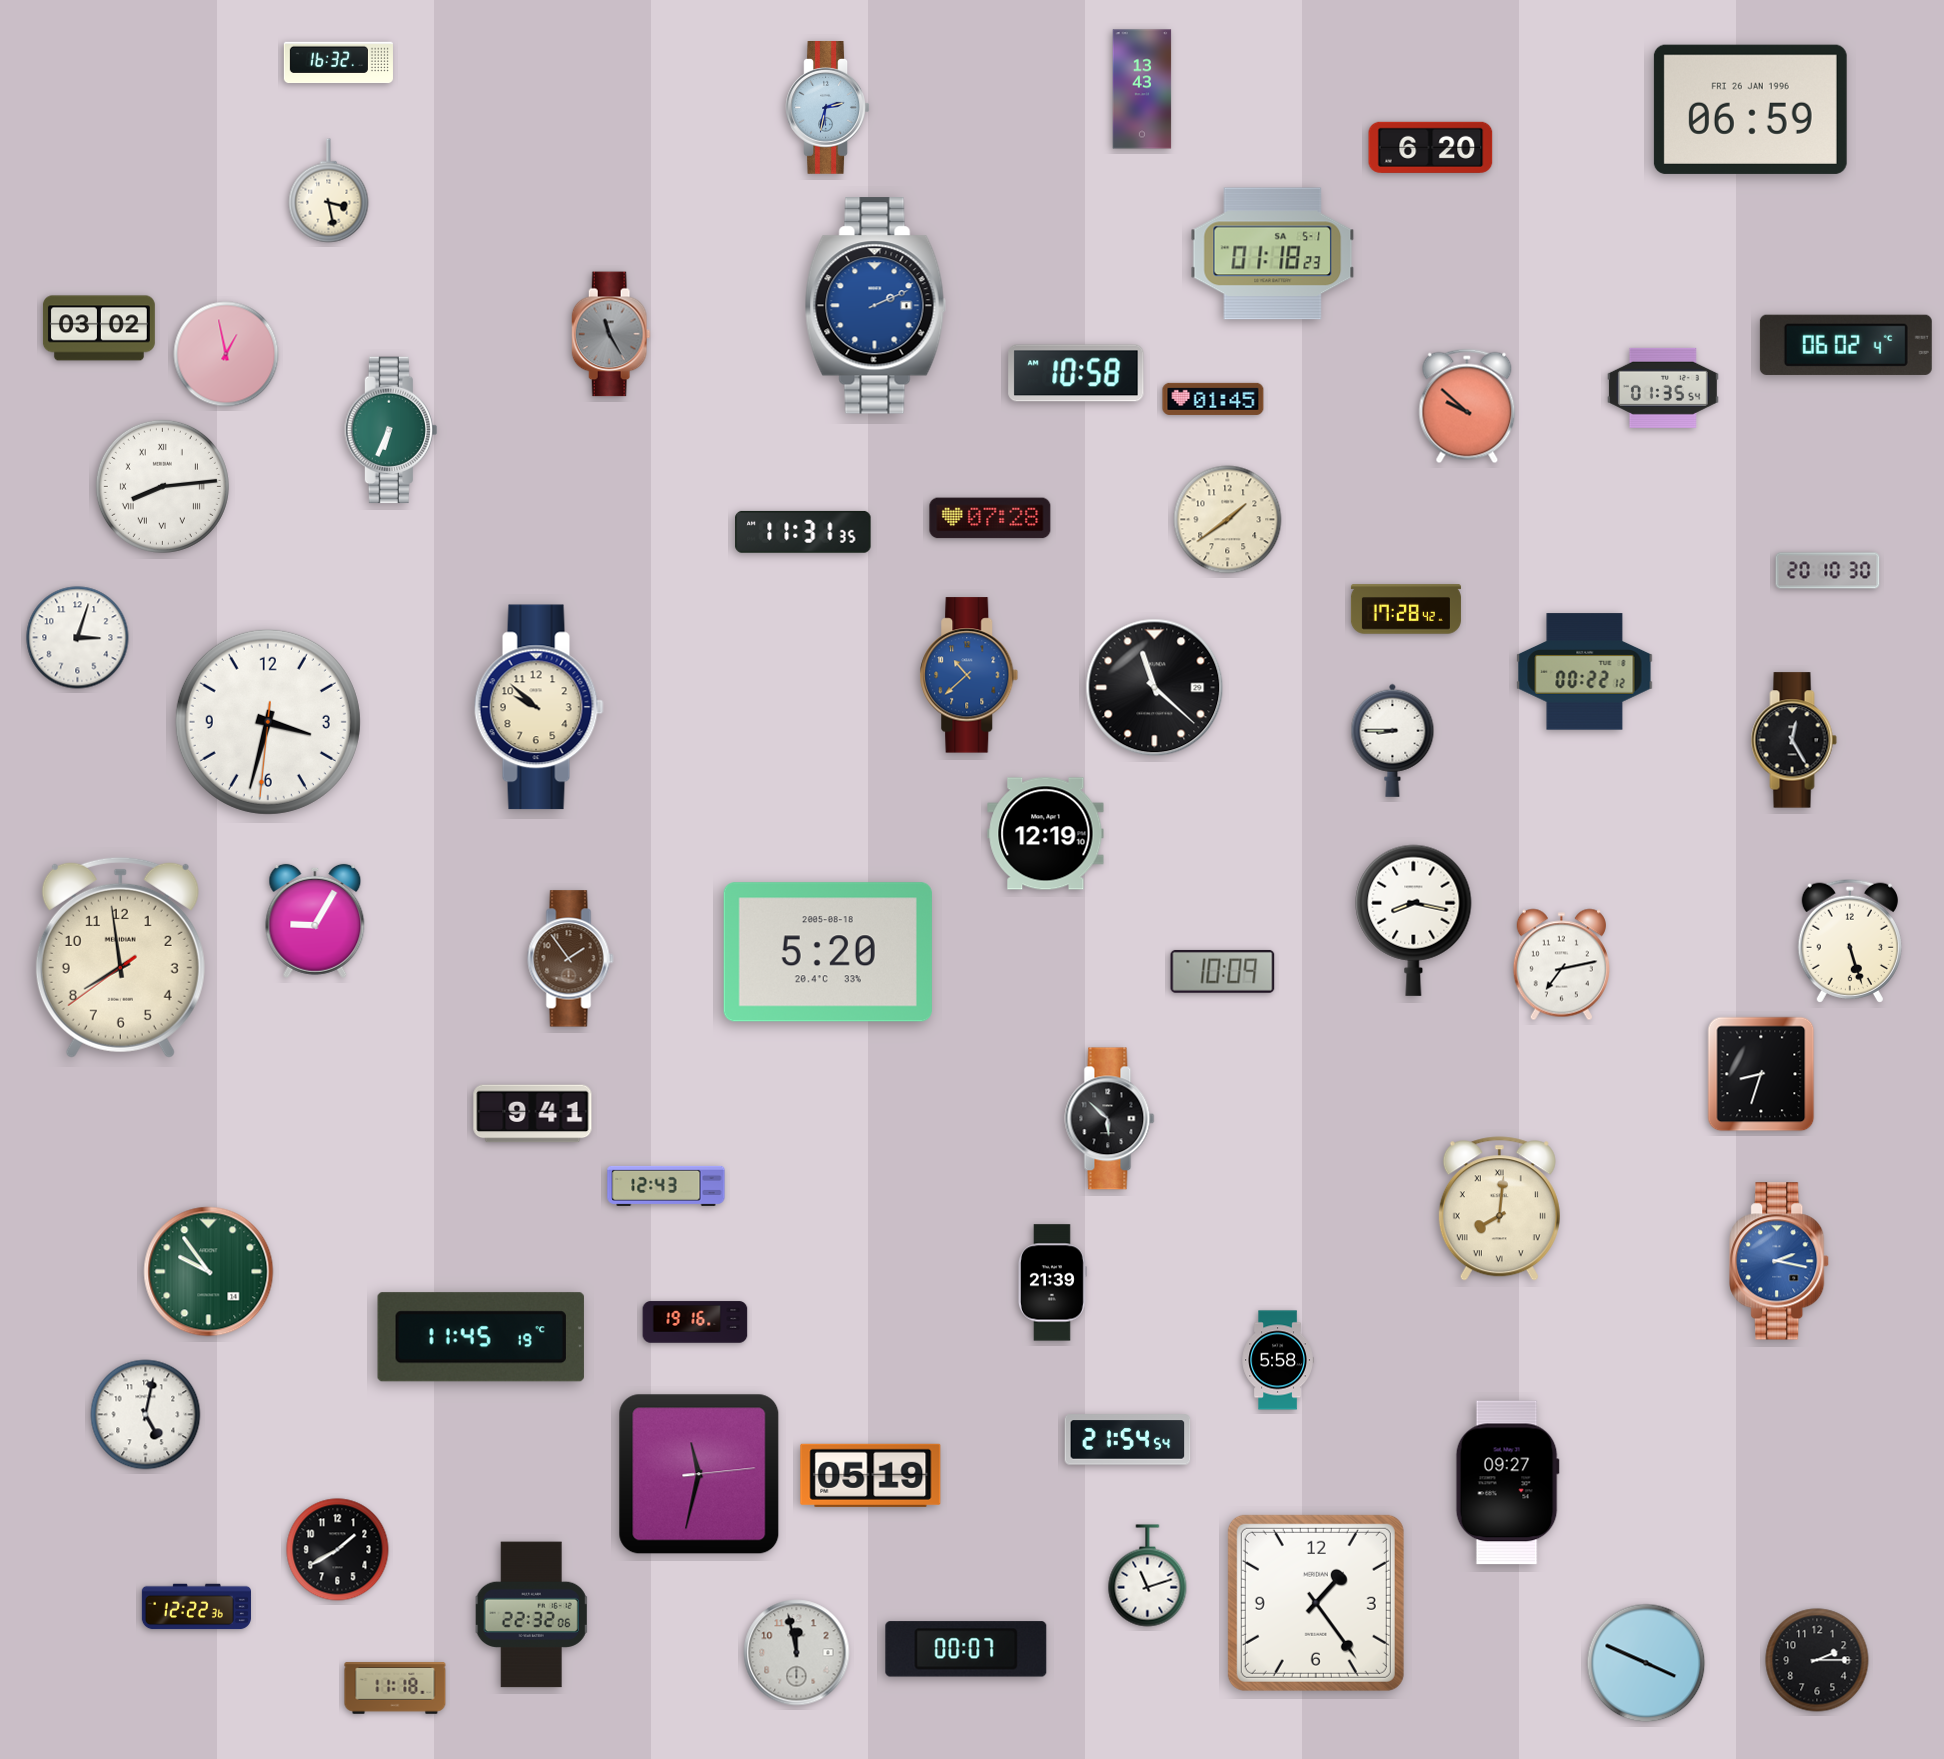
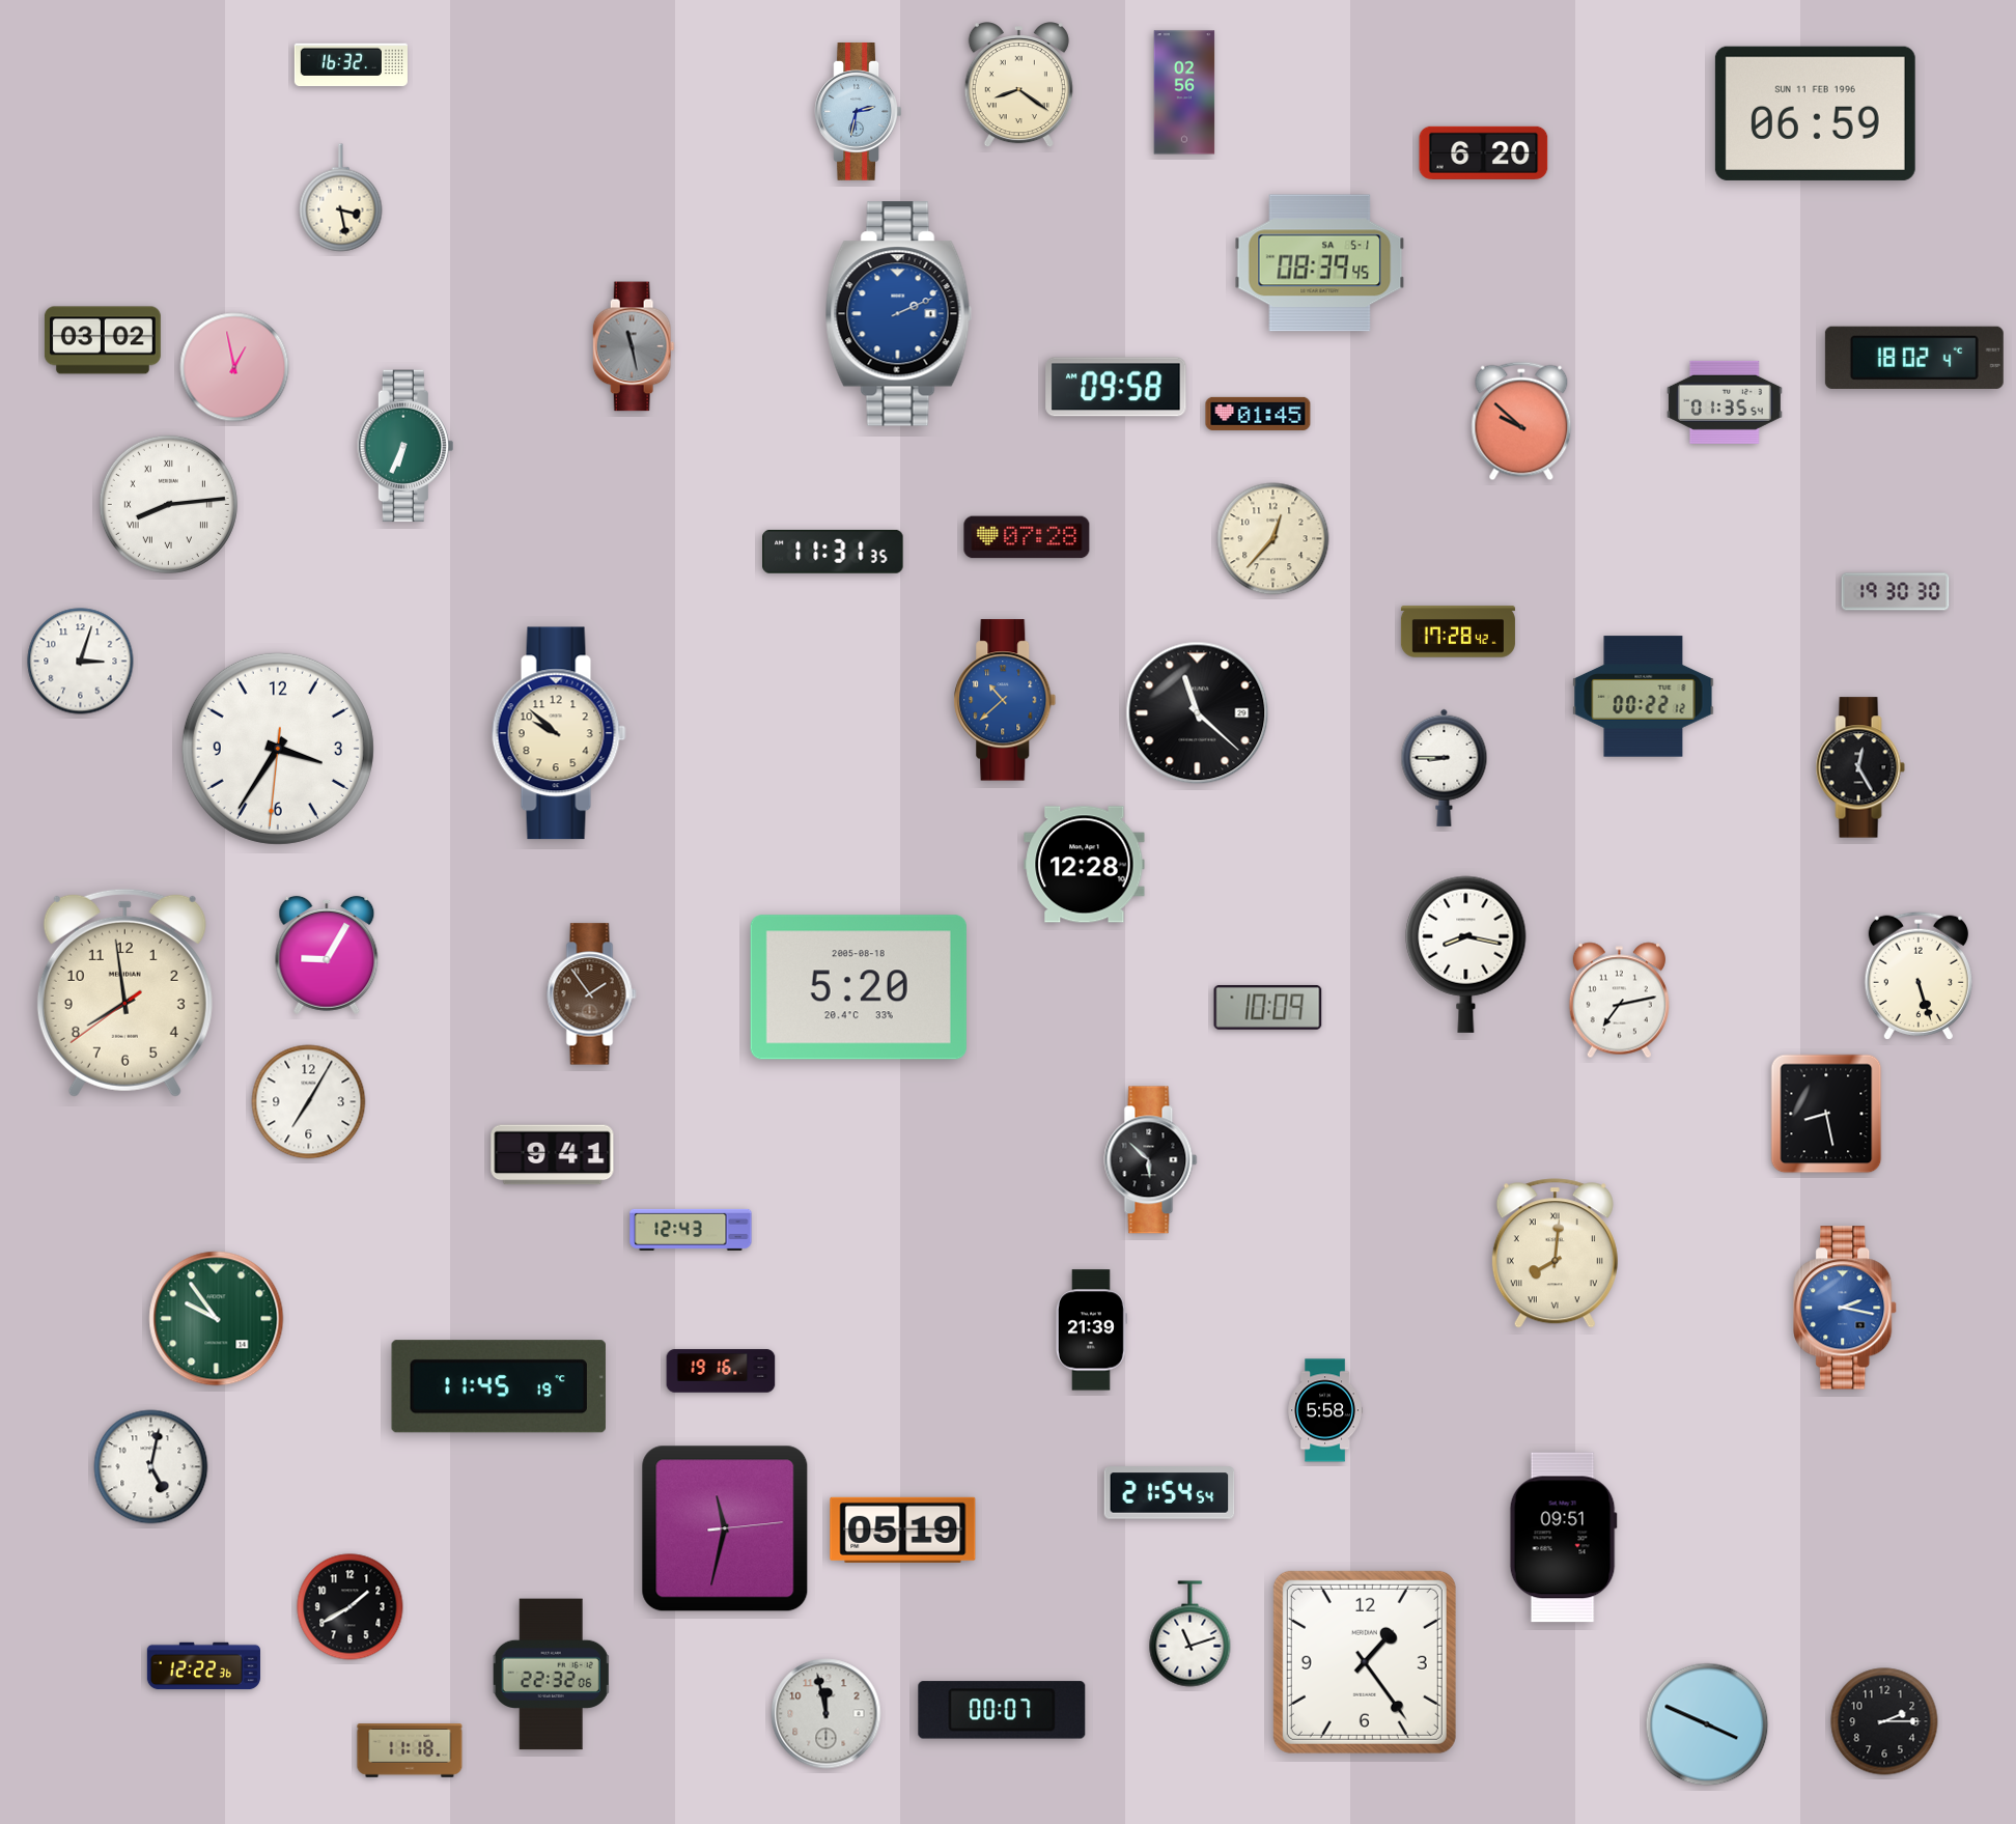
clock at (1018, 85): none -> 8:21
clock at (1142, 89): 13:43 -> 02:56
clock at (1750, 109) date: FRI 26 JAN 1996 -> SUN 11 FEB 1996
clock at (1273, 254): 01:18 -> 08:39
clock at (875, 306) position: (875, 306) -> (898, 314)
clock at (611, 334): 11:25 -> 11:28
clock at (1846, 345): 06:02 -> 18:02
clock at (1076, 373): 10:58 -> 09:58
clock at (1228, 520): 1:39 -> 12:37
clock at (1828, 571): 20:10 -> 19:30
clock at (268, 722): 3:32 -> 3:35
clock at (1046, 834): 12:19 -> 12:28
clock at (309, 1102): none -> 7:05
clock at (1761, 1074): 8:33 -> 8:28
clock at (1507, 1483): 09:27 -> 09:51
